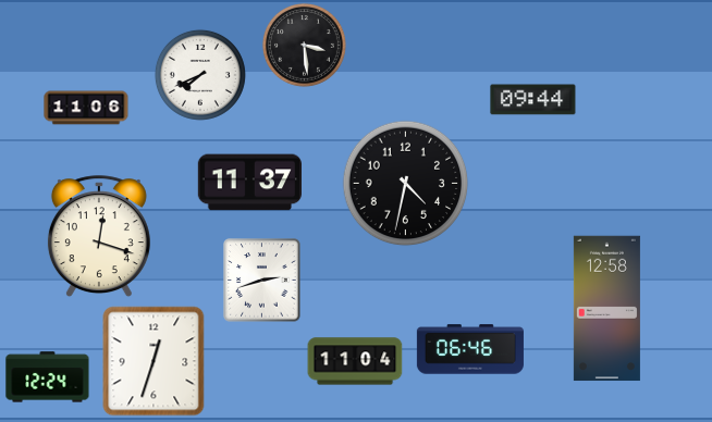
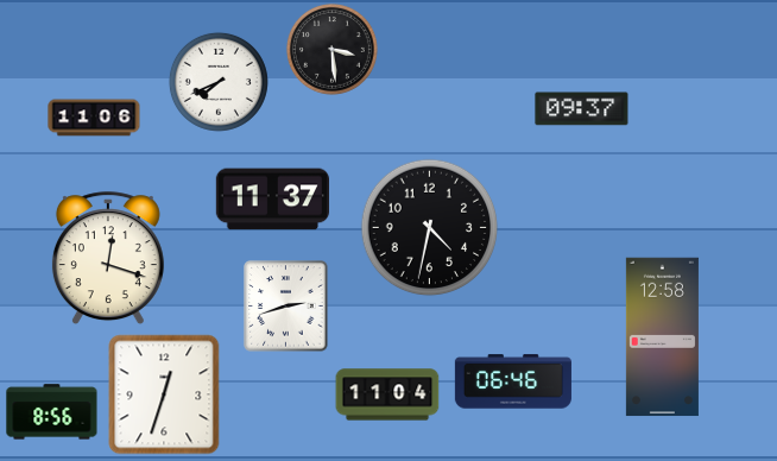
clock at (533, 100): 09:44 -> 09:37
clock at (406, 184) position: (406, 184) -> (430, 228)
clock at (154, 361) position: (154, 361) -> (164, 394)
clock at (48, 377): 12:24 -> 8:56
